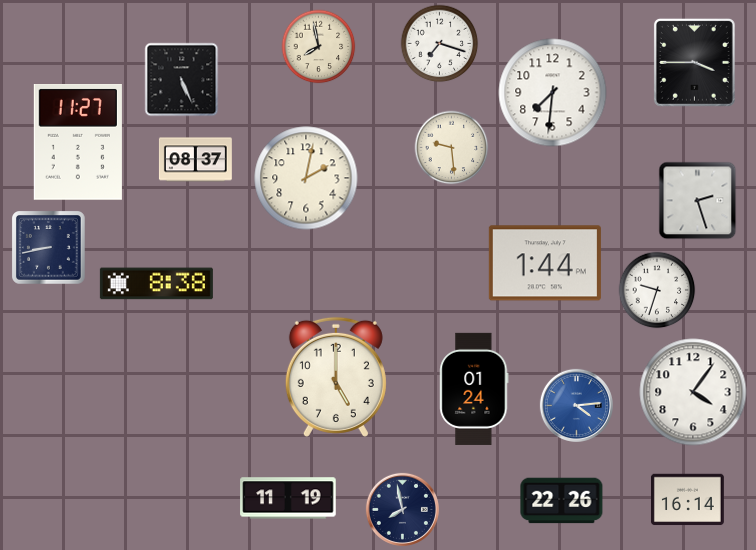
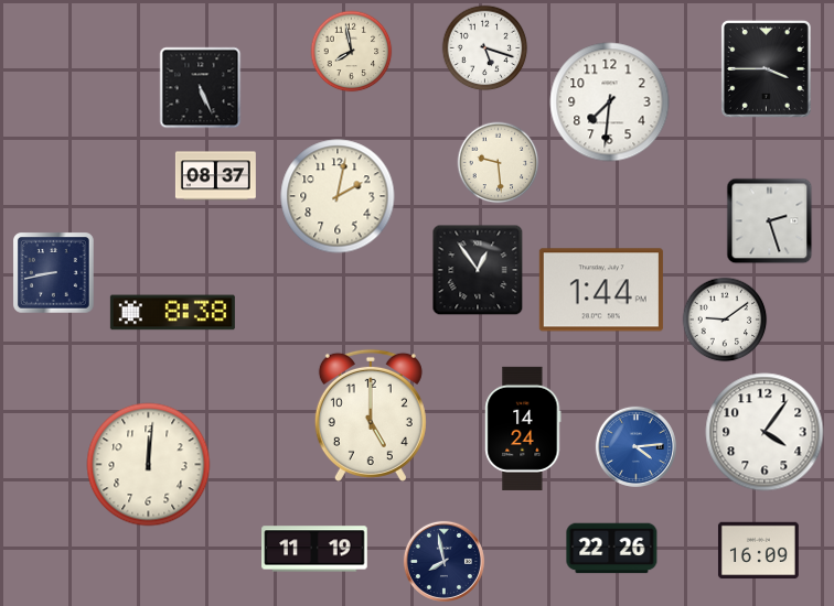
clock at (440, 44): 7:18 -> 5:18
clock at (78, 143): 11:27 -> none
clock at (478, 270): none -> 12:54
clock at (657, 290): 9:33 -> 9:09
clock at (474, 389): 01:24 -> 14:24
clock at (149, 465): none -> 12:01
clock at (288, 498) position: (288, 498) -> (314, 549)
clock at (687, 500): 16:14 -> 16:09
clock at (562, 501) position: (562, 501) -> (612, 549)
